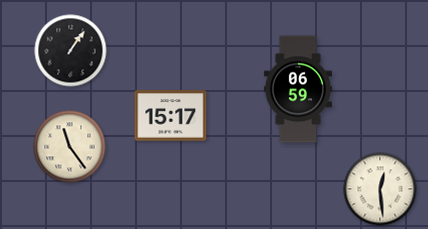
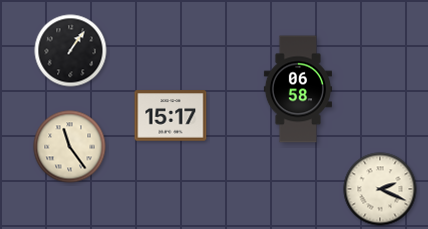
clock at (298, 89): 06:59 -> 06:58
clock at (380, 189): 12:29 -> 2:19
